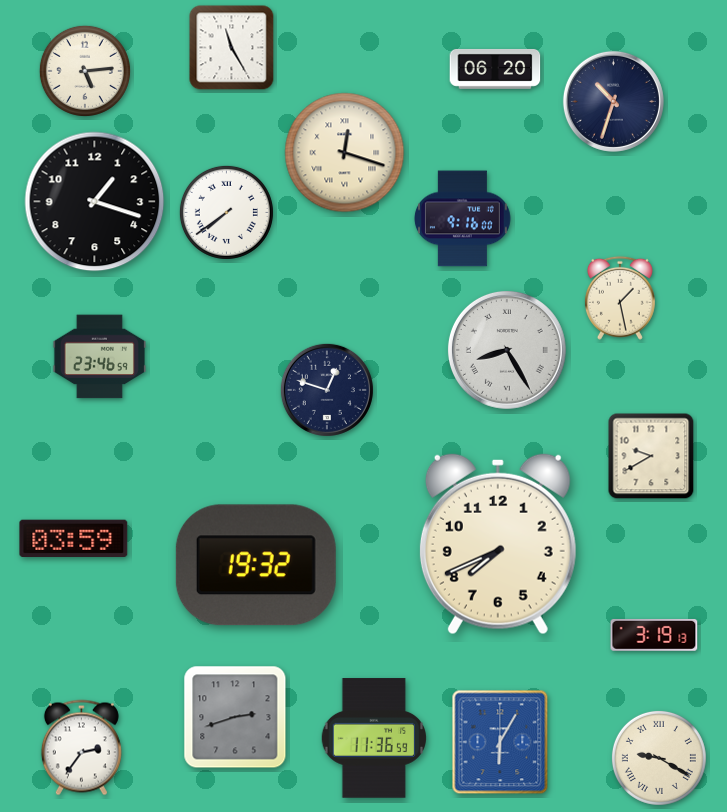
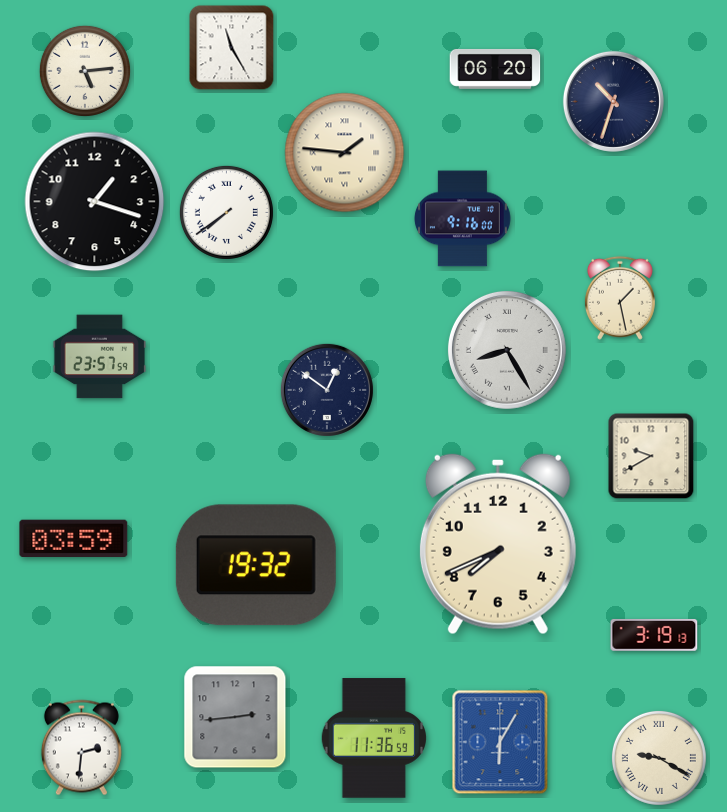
clock at (345, 153): 12:18 -> 1:46
clock at (99, 357): 23:46 -> 23:57
clock at (327, 390): 12:48 -> 12:51
clock at (235, 717): 2:42 -> 2:44
clock at (81, 748): 2:36 -> 2:31
